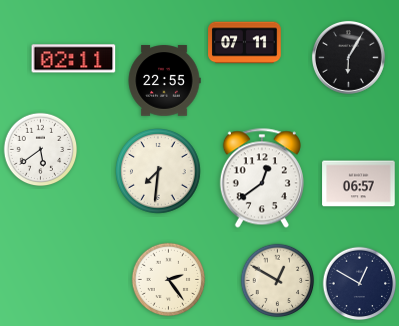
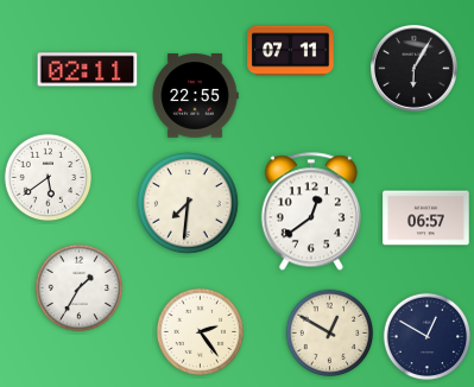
clock at (80, 288): none -> 1:35
